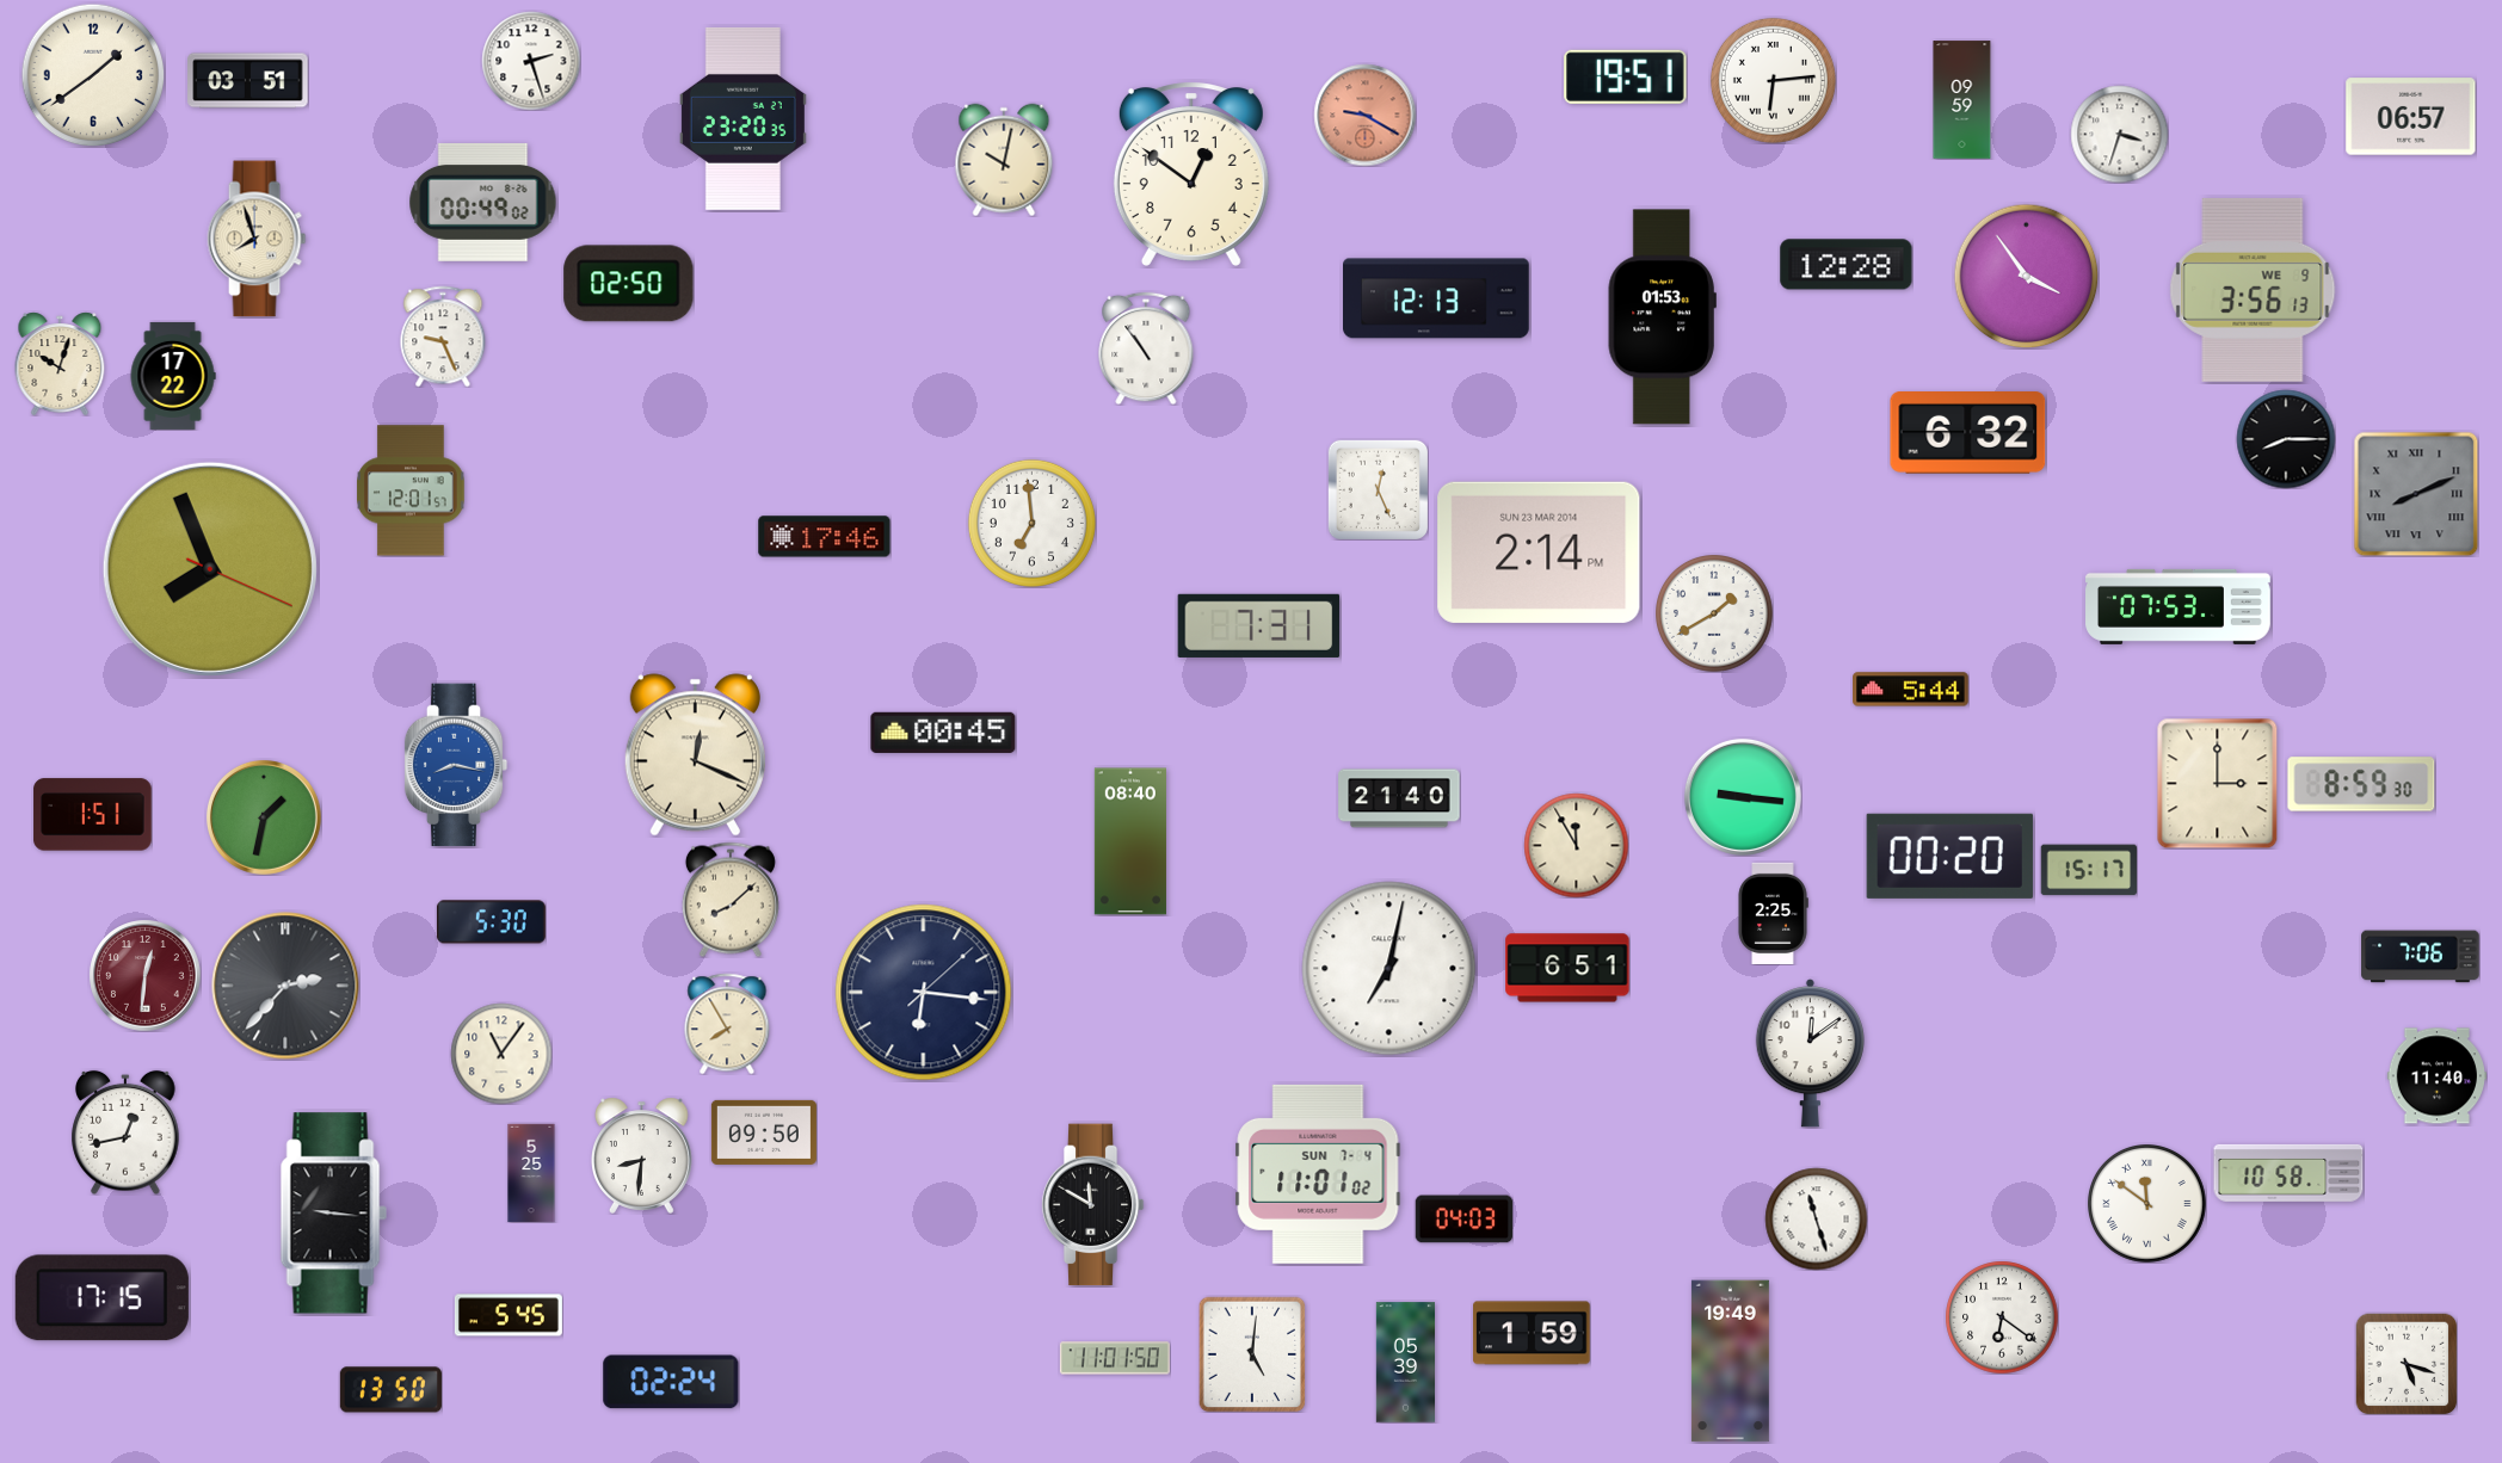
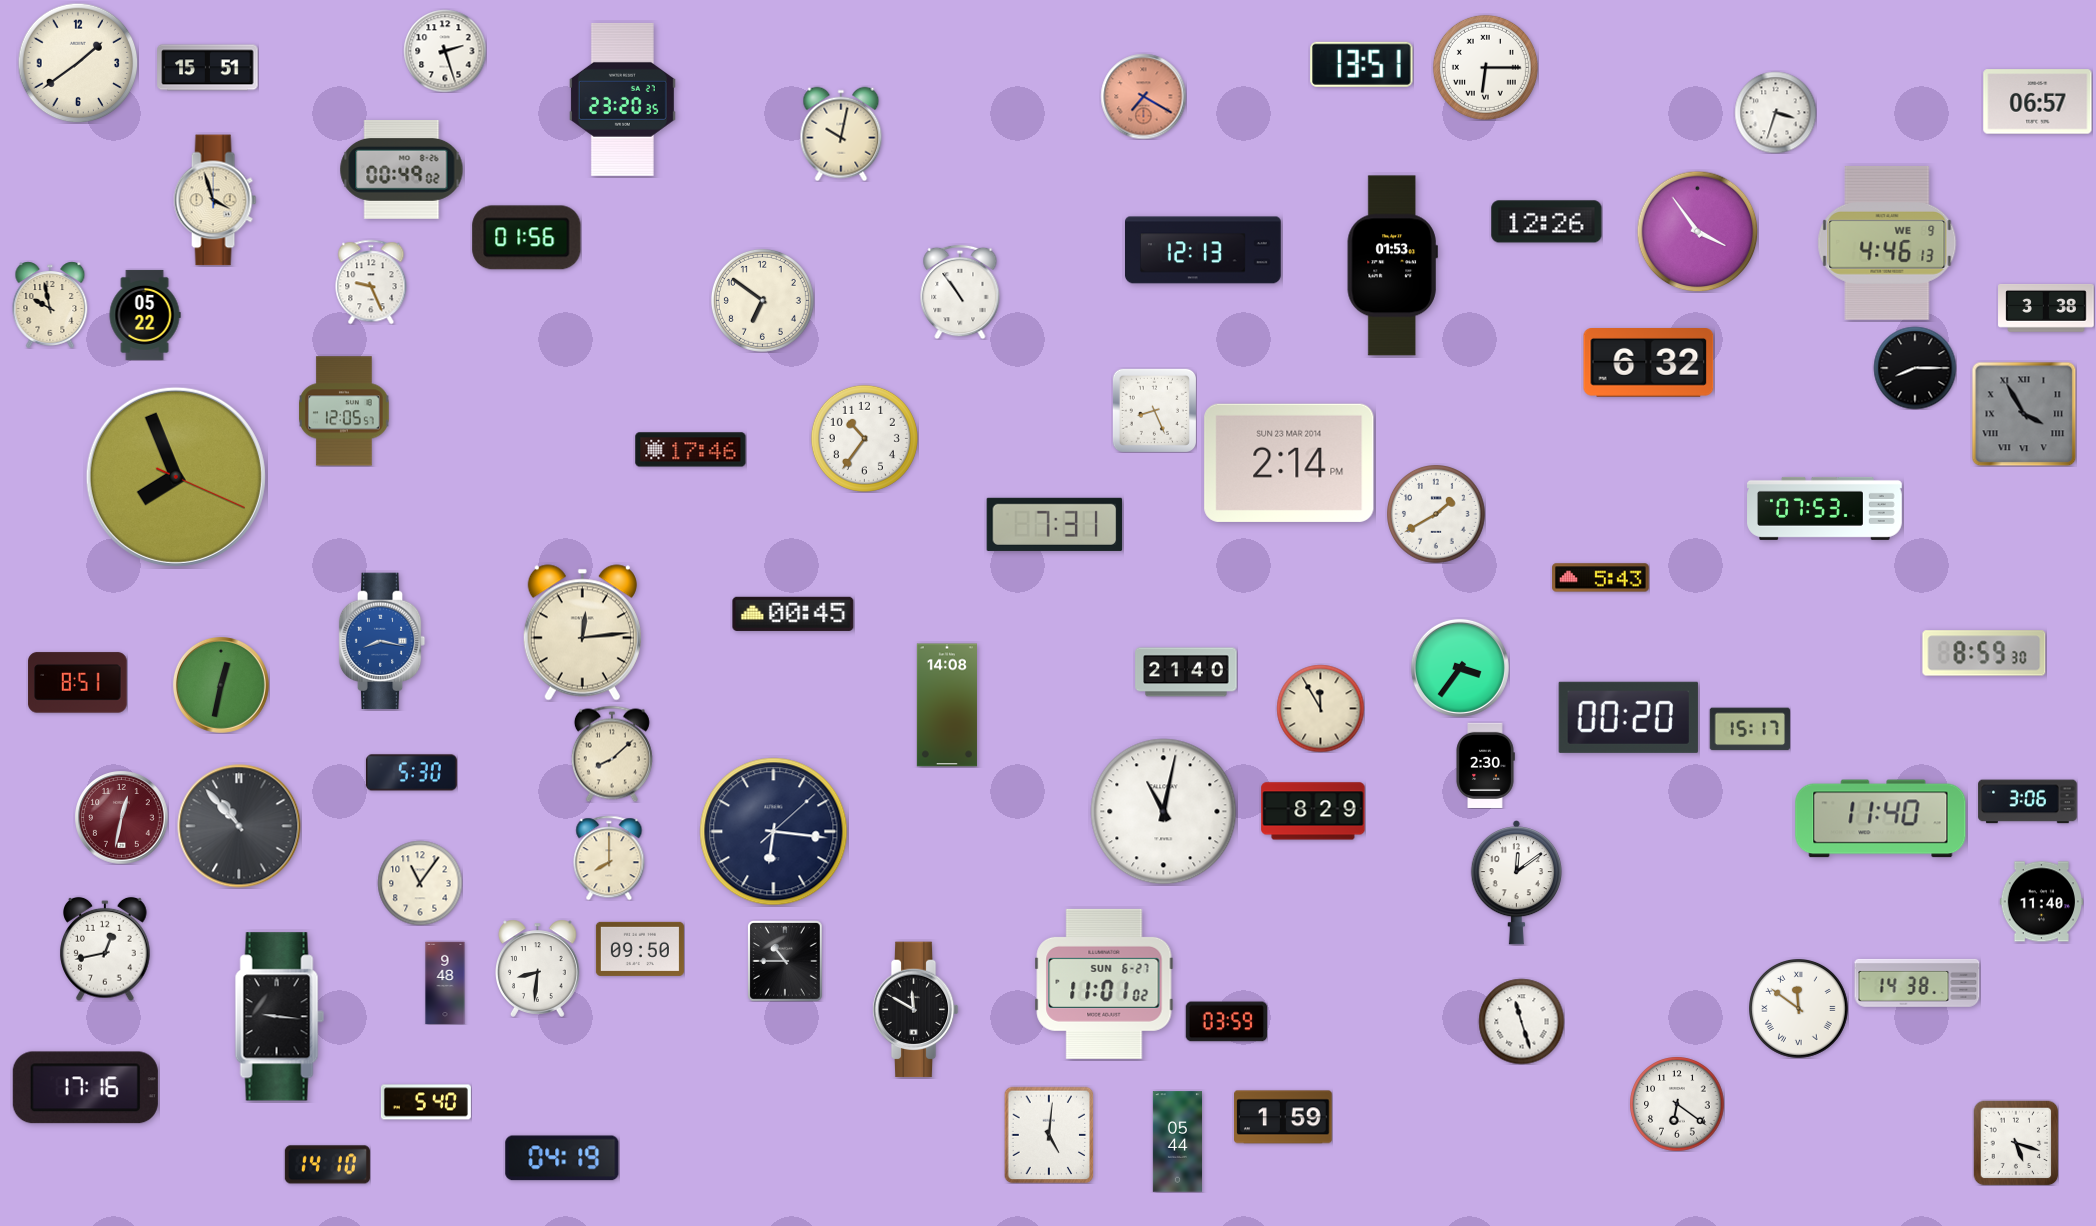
clock at (1626, 76): 19:51 -> 13:51
clock at (1773, 80): 6:14 -> 6:15
clock at (248, 81): 03:51 -> 15:51
clock at (1962, 100): 09:59 -> none
clock at (1364, 115): 9:20 -> 7:20
clock at (2411, 117) position: (2411, 117) -> (2038, 102)
clock at (1191, 174): 12:51 -> none
clock at (483, 202) position: (483, 202) -> (402, 169)
clock at (257, 239): 7:57 -> 3:57
clock at (1847, 265): 12:28 -> 12:26
clock at (629, 284): 02:50 -> 01:56
clock at (2253, 290): 3:56 -> 4:46
clock at (762, 300): none -> 6:51
clock at (60, 364): 10:03 -> 9:58
clock at (2046, 308): none -> 3:38
clock at (173, 376): 17:22 -> 05:22
clock at (1378, 489): 12:26 -> 8:26
clock at (411, 490): 12:01 -> 12:05
clock at (2416, 494): 8:11 -> 3:55
clock at (1031, 523): 6:59 -> 10:36
clock at (1911, 690): 5:44 -> 5:43
clock at (943, 733) position: (943, 733) -> (793, 614)
clock at (695, 755): 12:19 -> 12:14
clock at (2218, 783): 3:00 -> none
clock at (2361, 784) position: (2361, 784) -> (1984, 653)
clock at (1743, 797): 9:16 -> 3:36
clock at (1399, 798) position: (1399, 798) -> (1186, 672)
clock at (93, 815): 1:51 -> 8:51
clock at (264, 817): 1:32 -> 12:32
clock at (1130, 841): 08:40 -> 14:08
clock at (1949, 856) position: (1949, 856) -> (1628, 717)
clock at (1773, 913): 2:25 -> 2:30
clock at (2421, 957): 7:06 -> 3:06
clock at (1567, 968): 6:51 -> 8:29
clock at (1389, 969): 7:02 -> 11:02
clock at (144, 975): 12:31 -> 12:32
clock at (1881, 819): none -> 11:40
clock at (285, 986): 2:37 -> 10:53
clock at (727, 1024): 7:55 -> 8:00
clock at (786, 961): none -> 10:45
clock at (531, 1173): 5:25 -> 9:48
clock at (2288, 1173): 10:58 -> 14:38
clock at (1318, 1174) date: SUN 7-4 -> SUN 6-27
clock at (1463, 1220): 04:03 -> 03:59
clock at (101, 1298): 17:15 -> 17:16
clock at (509, 1315): 5:45 -> 5:40
clock at (1115, 1358): 11:01 -> none
clock at (1730, 1362): 19:49 -> none
clock at (1405, 1363): 05:39 -> 05:44
clock at (671, 1382): 02:24 -> 04:19
clock at (390, 1390): 13:50 -> 14:10
